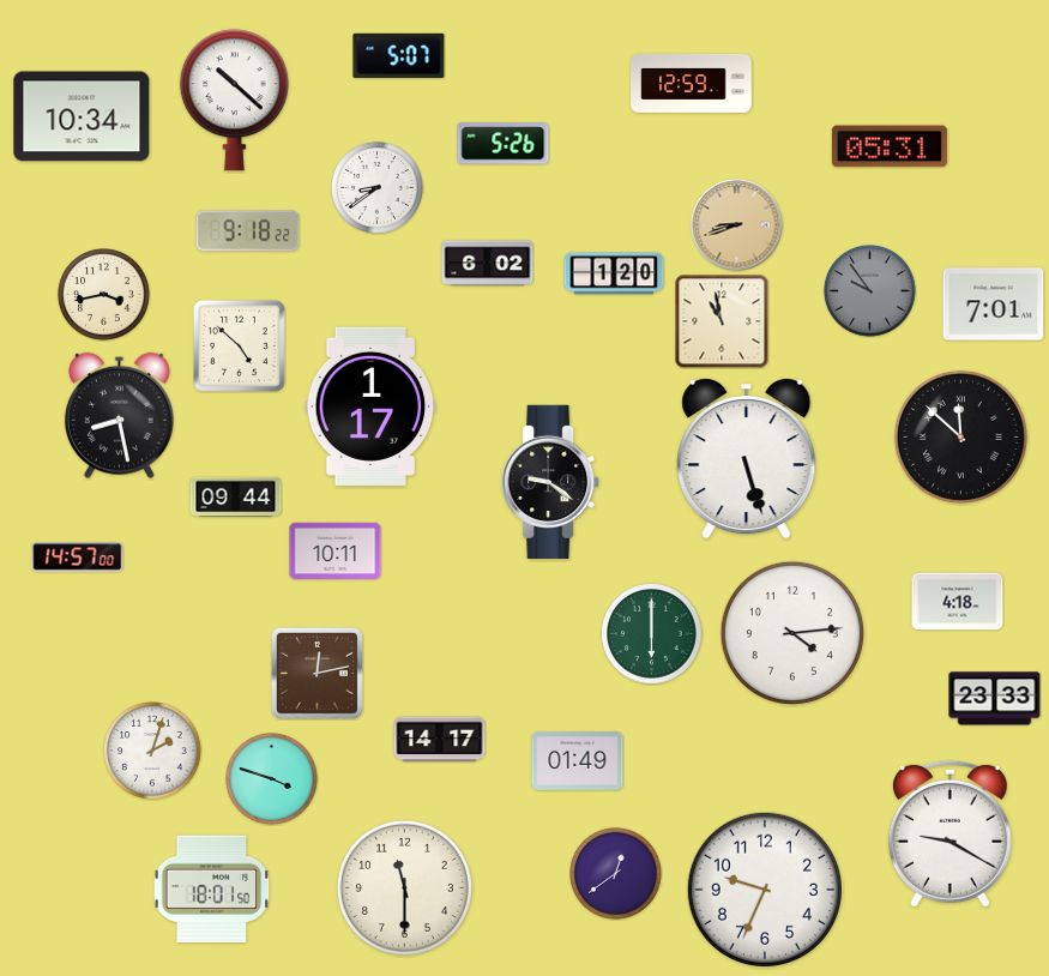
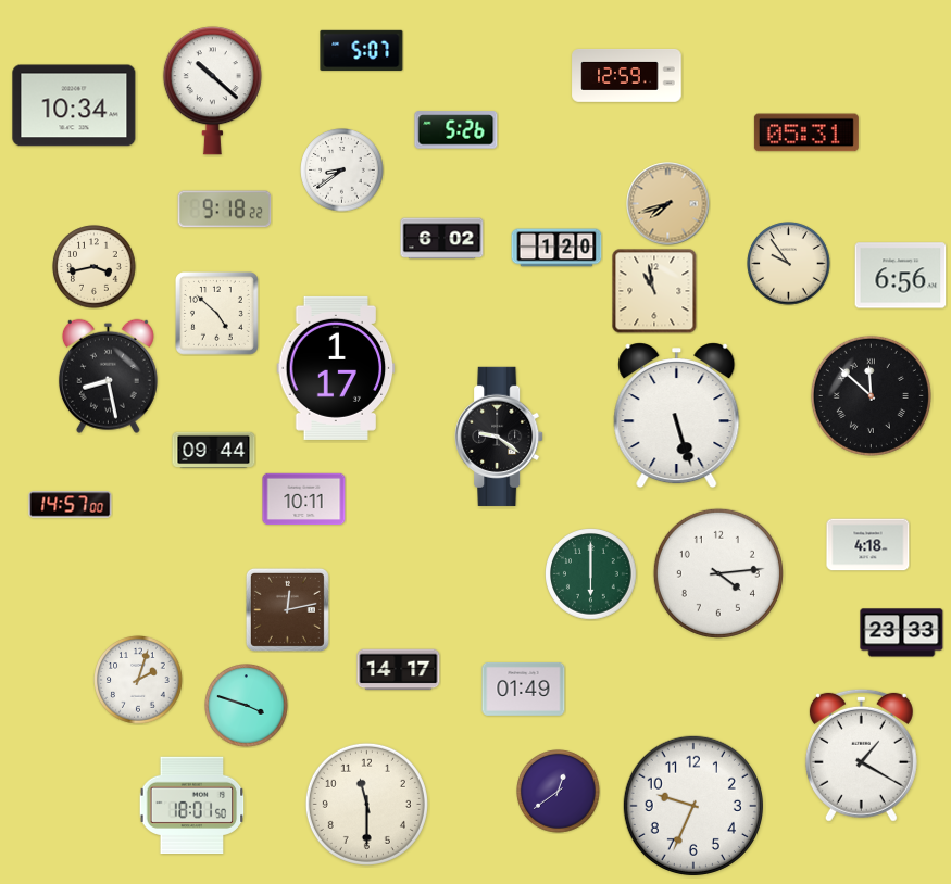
clock at (737, 225): 8:42 -> 7:42
clock at (870, 291) dial: grey -> cream
clock at (994, 305): 7:01 -> 6:56
clock at (949, 833): 9:20 -> 1:20
